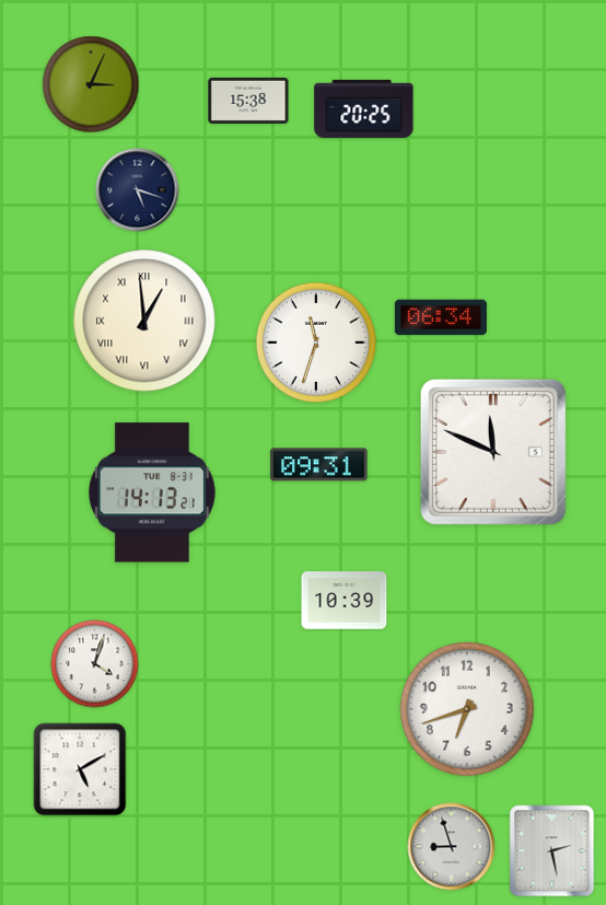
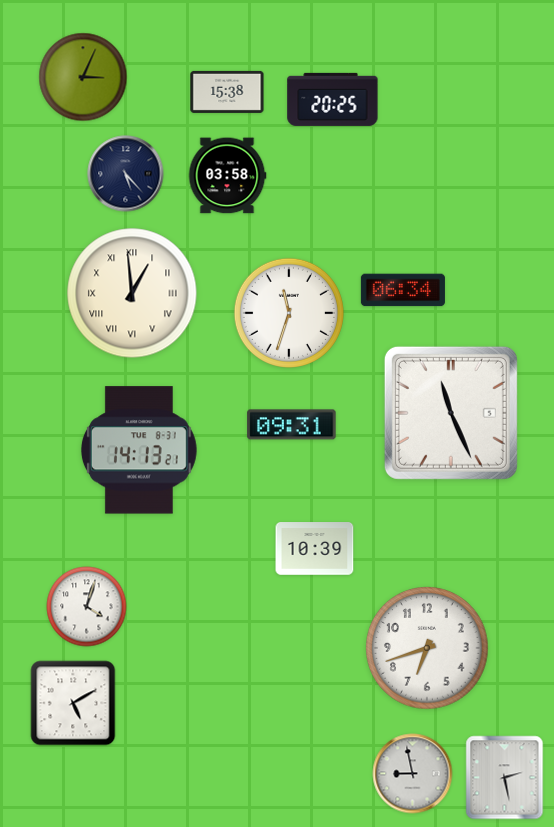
clock at (138, 190): 5:18 -> 5:23
clock at (227, 176): none -> 03:58
clock at (493, 452): 11:49 -> 11:26
clock at (452, 847): 8:57 -> 8:58
